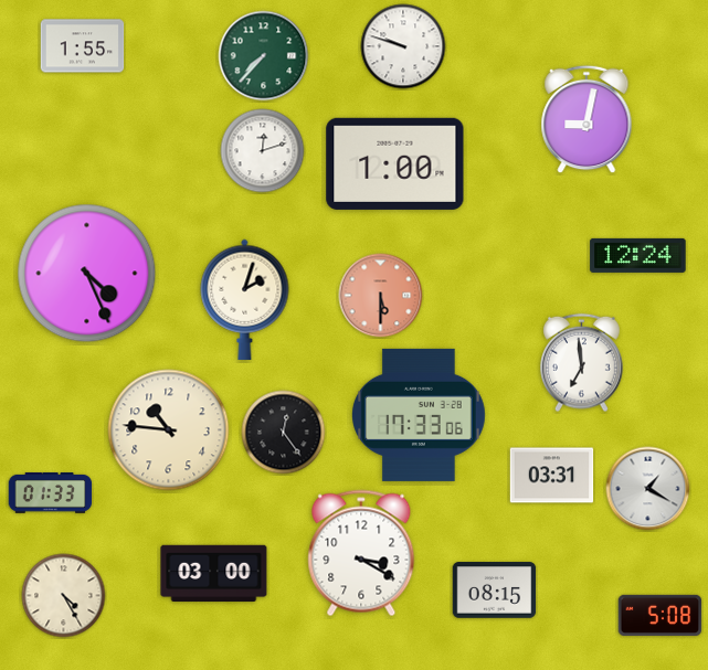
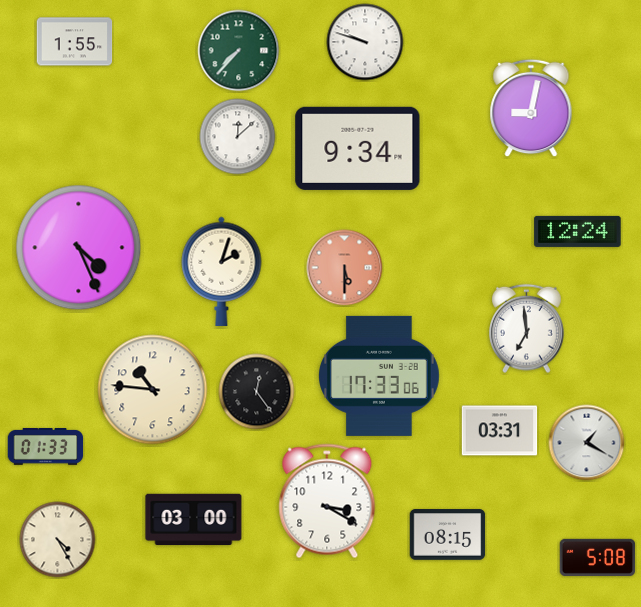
clock at (263, 151): 12:12 -> 12:08
clock at (395, 163): 1:00 -> 9:34
